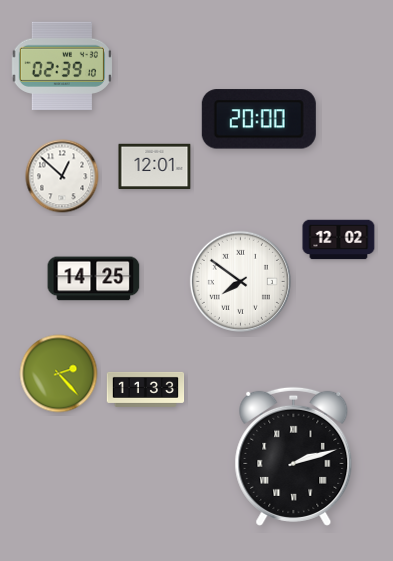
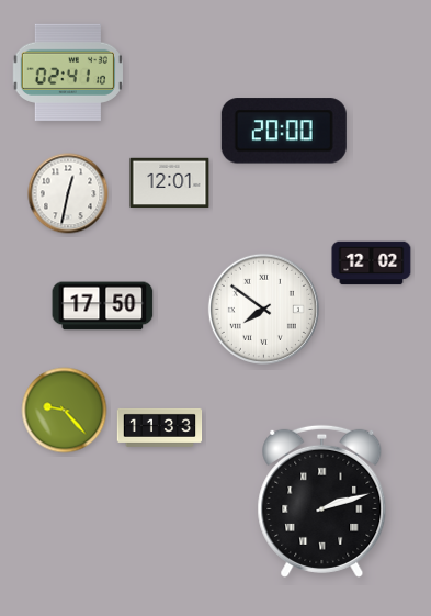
clock at (62, 65): 02:39 -> 02:41
clock at (62, 176): 12:52 -> 12:32
clock at (94, 279): 14:25 -> 17:50
clock at (59, 374): 2:23 -> 9:23
